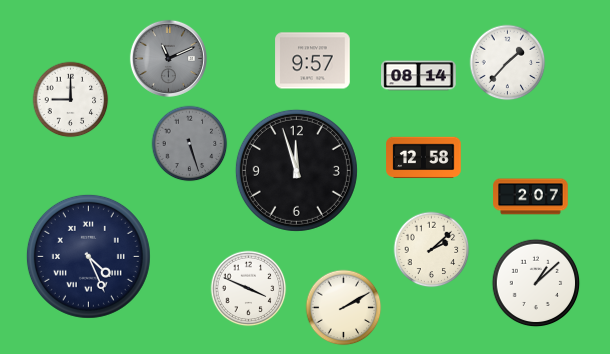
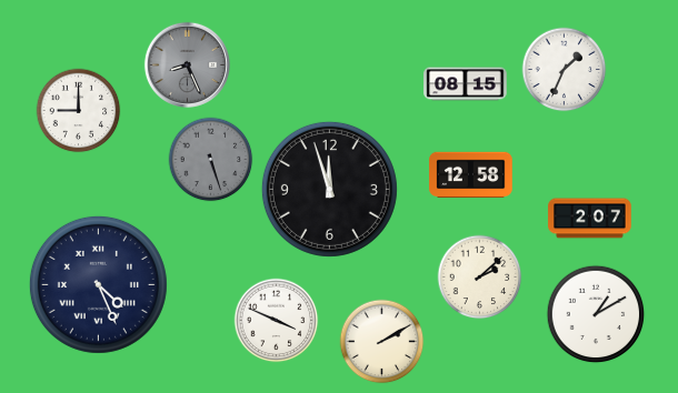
clock at (168, 58): 11:11 -> 8:26
clock at (313, 61): 9:57 -> none
clock at (508, 63): 1:37 -> 1:34
clock at (419, 76): 08:14 -> 08:15
clock at (536, 283): 1:08 -> 1:10
